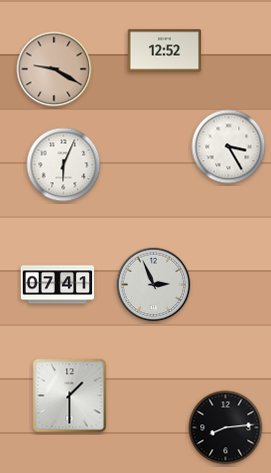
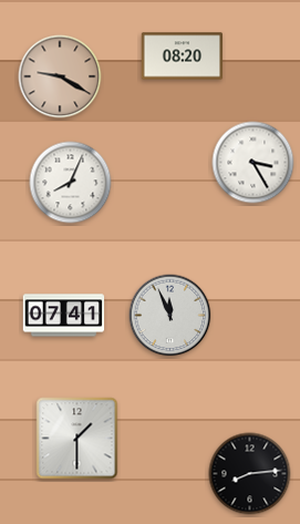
clock at (165, 51): 12:52 -> 08:20
clock at (64, 165): 6:04 -> 8:04
clock at (154, 285): 2:56 -> 11:56
